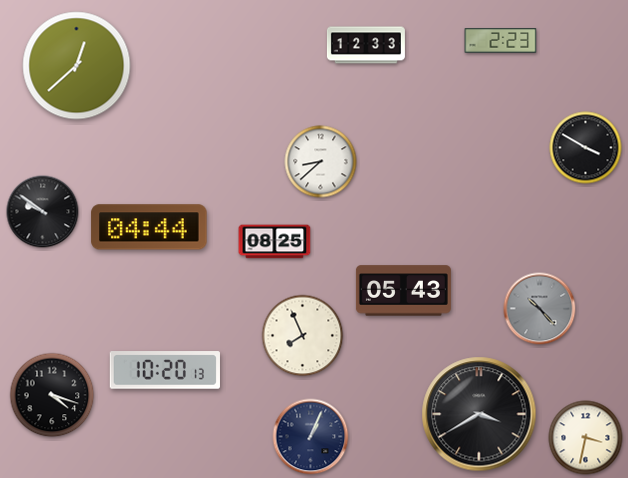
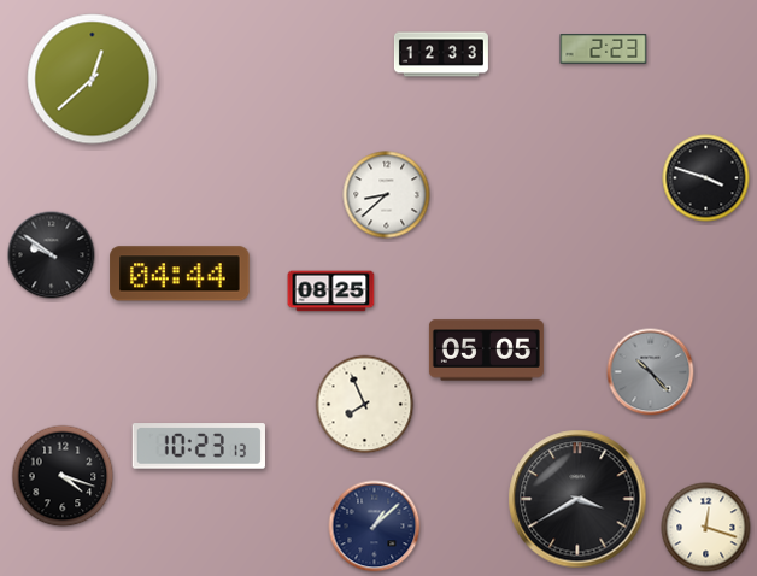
clock at (586, 148): 3:50 -> 3:48
clock at (403, 291): 05:43 -> 05:05
clock at (165, 370): 10:20 -> 10:23
clock at (311, 437): 1:04 -> 1:08
clock at (586, 438): 3:32 -> 12:18
